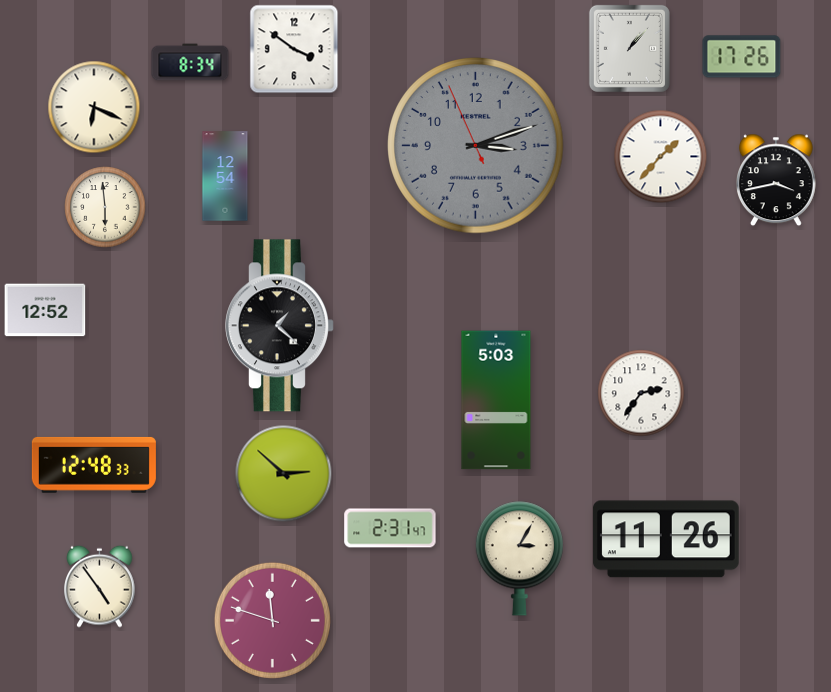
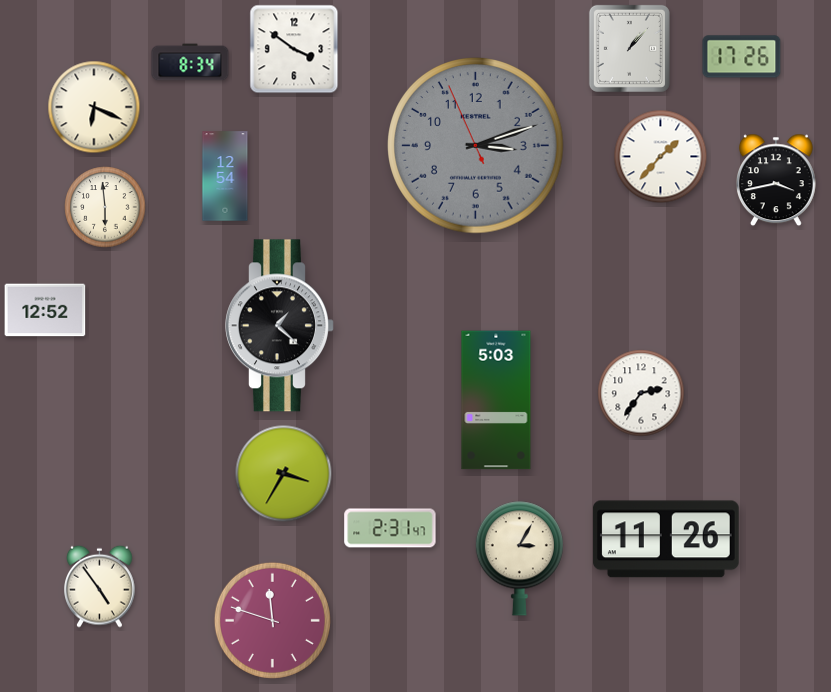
clock at (94, 465): 12:48 -> none
clock at (284, 474): 2:52 -> 3:35
